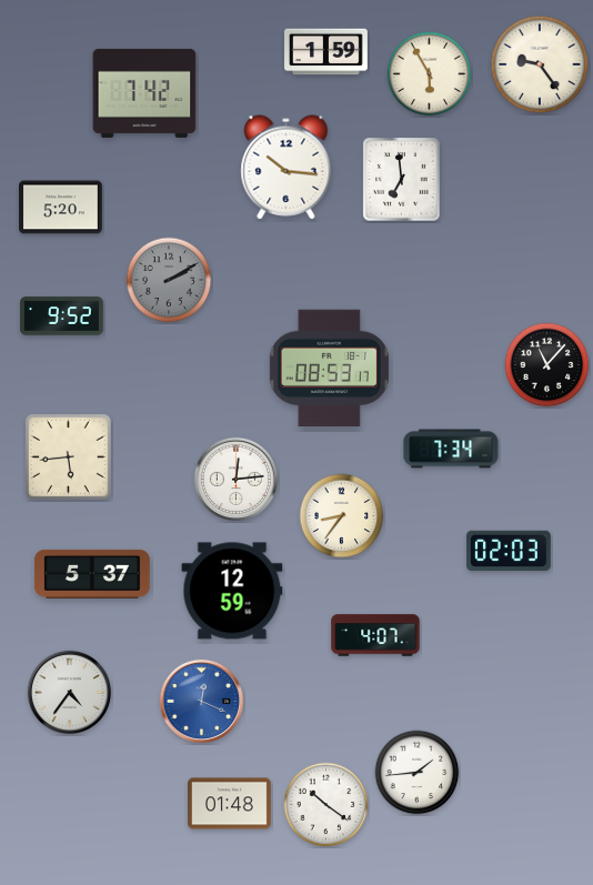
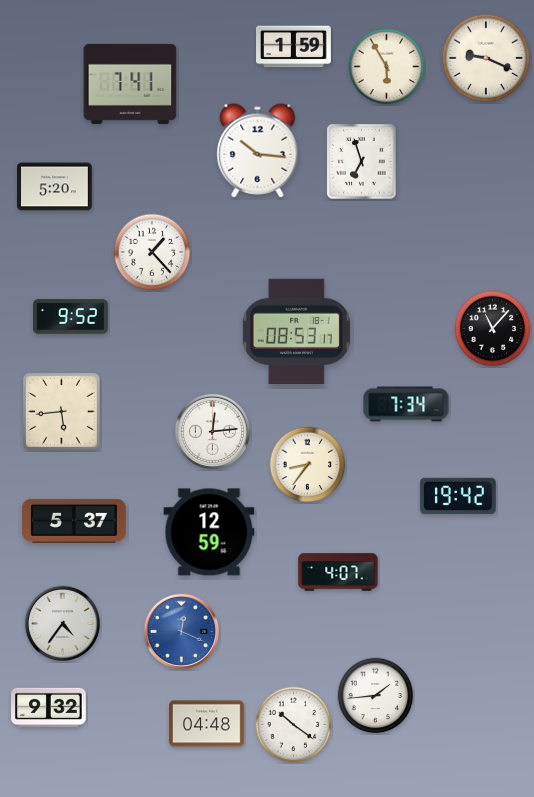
clock at (540, 64): 9:24 -> 9:19
clock at (144, 93): 7:42 -> 7:41
clock at (402, 180): 6:59 -> 6:57
clock at (169, 280): 2:10 -> 1:23
clock at (169, 280) dial: grey -> white
clock at (62, 316) position: (62, 316) -> (71, 317)
clock at (509, 551): 02:03 -> 19:42
clock at (92, 574) position: (92, 574) -> (74, 521)
clock at (49, 707): none -> 9:32
clock at (230, 804): 01:48 -> 04:48
